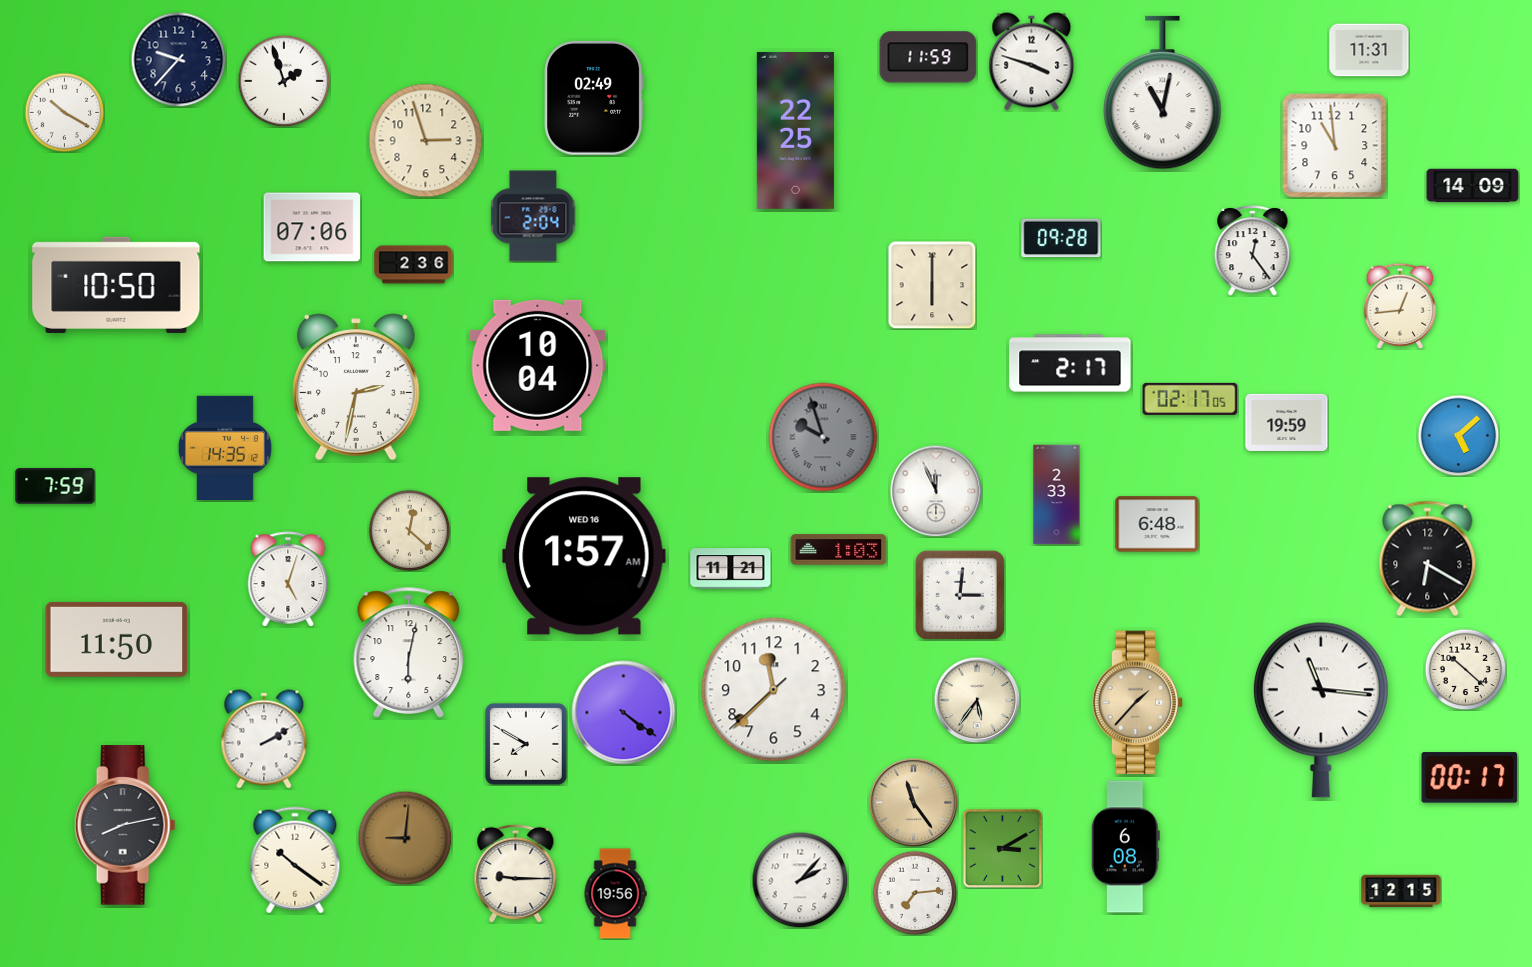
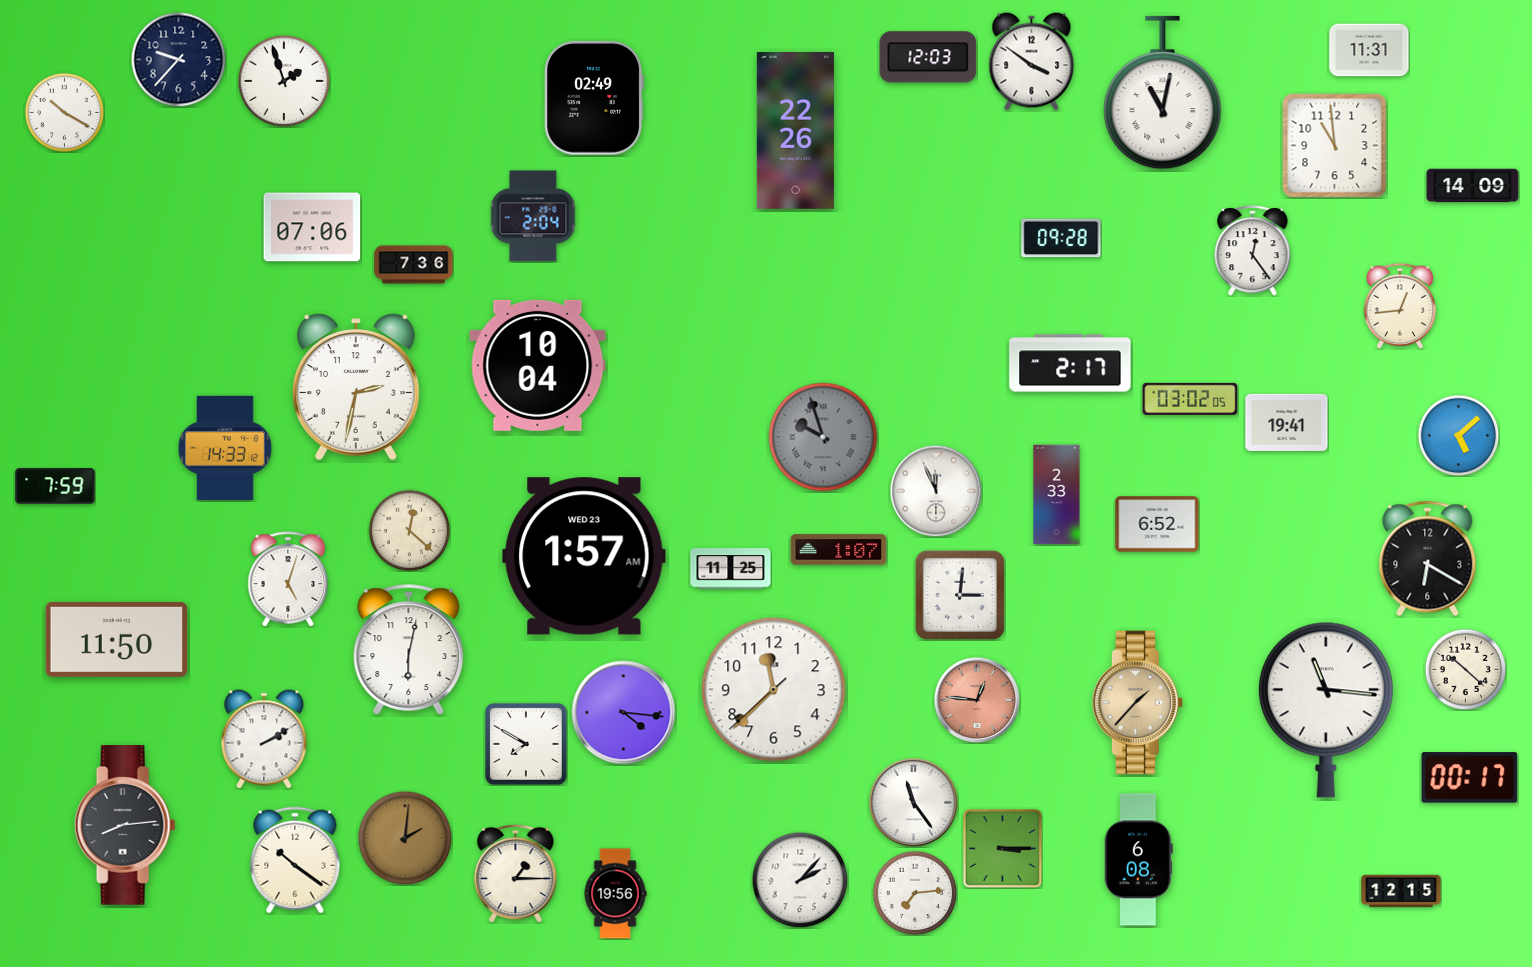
clock at (928, 57): 11:59 -> 12:03
clock at (1032, 62): 3:48 -> 3:51
clock at (795, 130): 22:25 -> 22:26
clock at (426, 141): 2:57 -> none
clock at (414, 265): 2:36 -> 7:36
clock at (116, 285): 10:50 -> none
clock at (932, 285): 6:00 -> none
clock at (1190, 399): 02:17 -> 03:02
clock at (1287, 422): 19:59 -> 19:41
clock at (225, 447): 14:35 -> 14:33
clock at (1157, 524): 6:48 -> 6:52
clock at (839, 550): 1:03 -> 1:07
clock at (584, 556) date: WED 16 -> WED 23
clock at (731, 569): 11:21 -> 11:25
clock at (409, 653) position: (409, 653) -> (409, 650)
clock at (977, 700): 5:36 -> 12:46
clock at (977, 700) dial: cream -> salmon
clock at (1321, 710) position: (1321, 710) -> (1326, 710)
clock at (624, 713): 4:21 -> 4:16
clock at (913, 802) dial: champagne -> white
clock at (125, 825): 8:13 -> 8:14
clock at (405, 838): 9:01 -> 2:01
clock at (1125, 847) position: (1125, 847) -> (1138, 860)
clock at (1002, 848): 3:10 -> 3:15
clock at (516, 873): 9:15 -> 1:15
